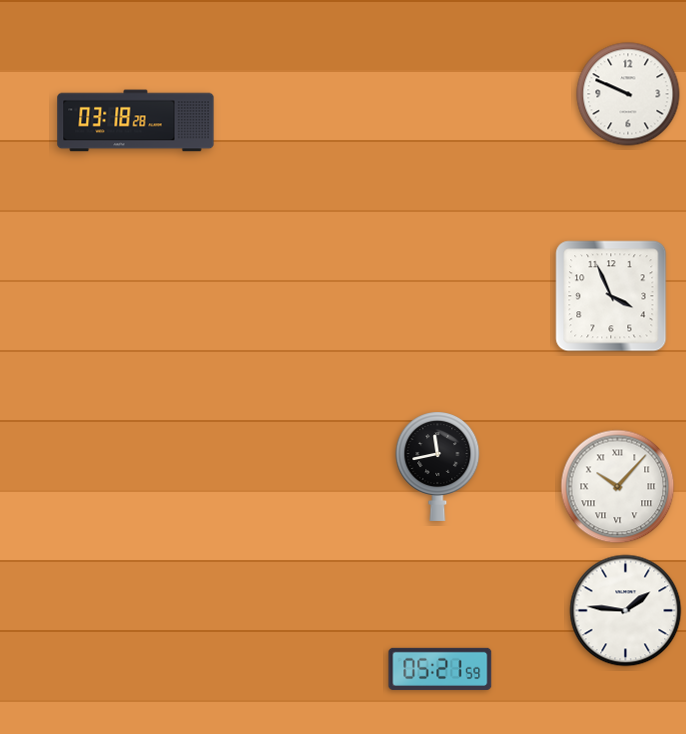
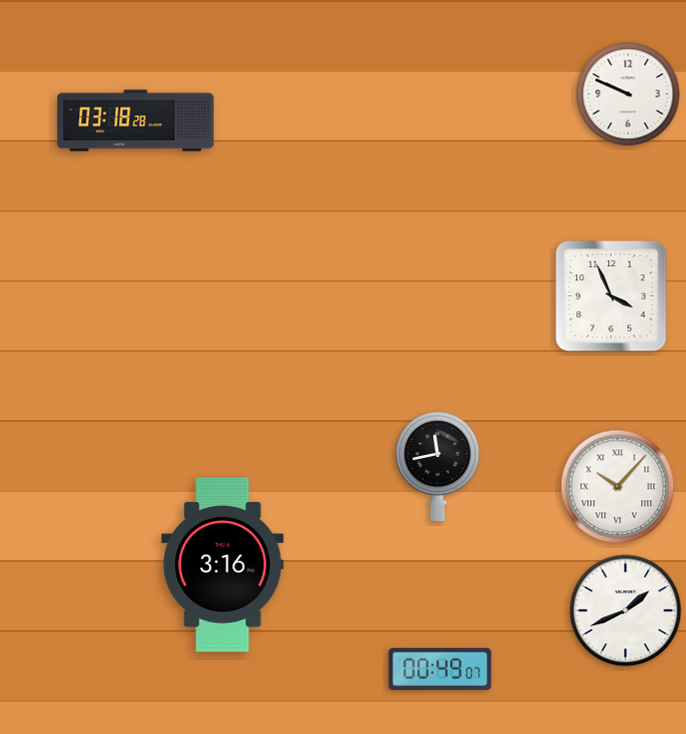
clock at (223, 565): none -> 3:16
clock at (626, 611): 1:46 -> 1:41
clock at (440, 669): 05:21 -> 00:49
